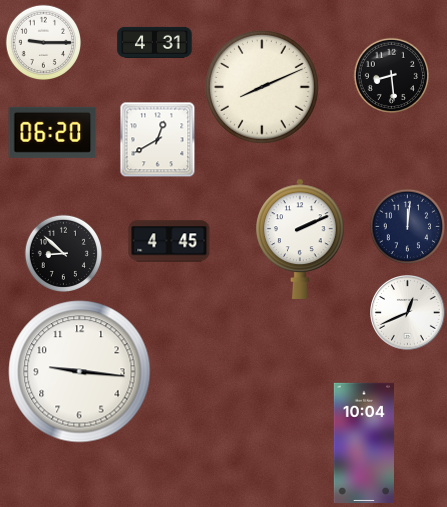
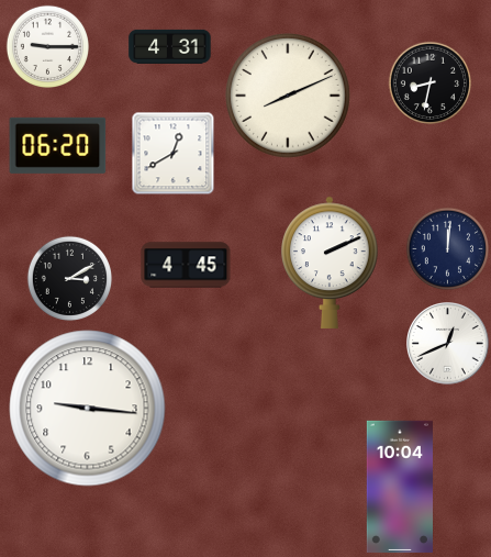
clock at (391, 75): 8:29 -> 8:32
clock at (63, 253): 8:52 -> 3:10
